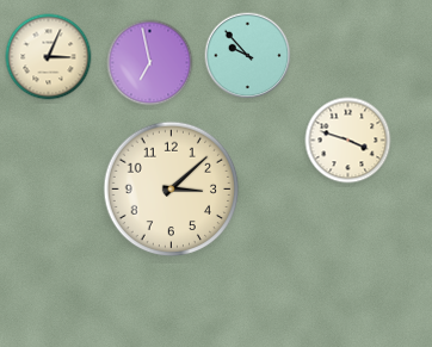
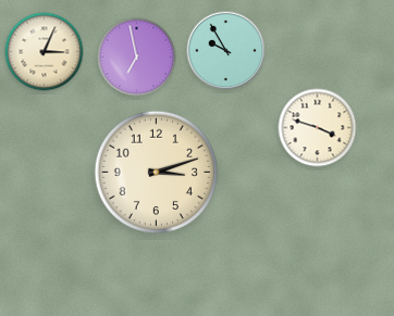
clock at (248, 56): 9:53 -> 9:55
clock at (172, 190): 3:08 -> 3:12
